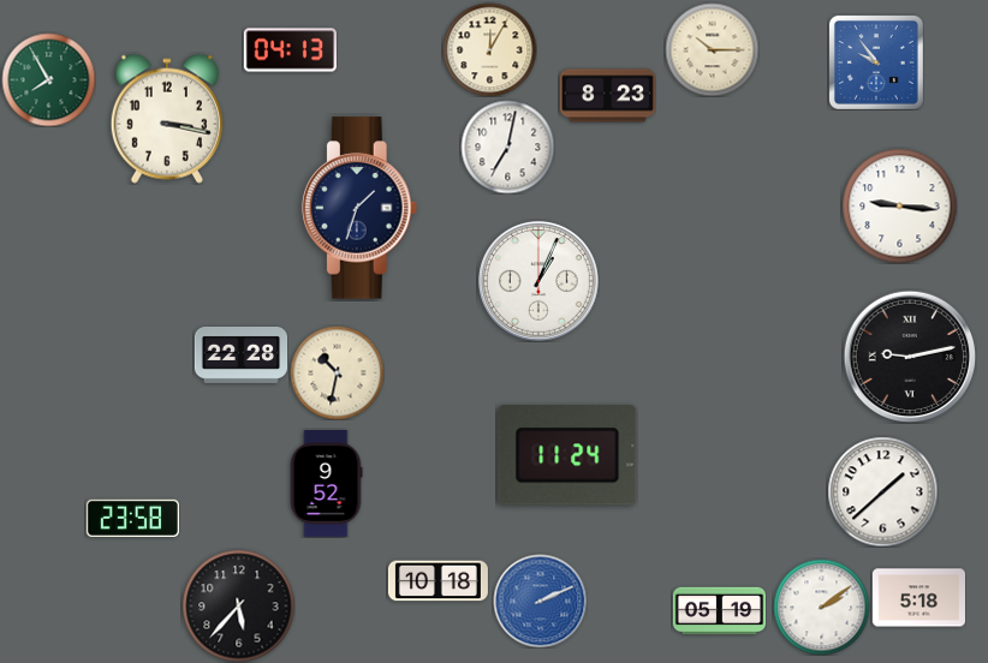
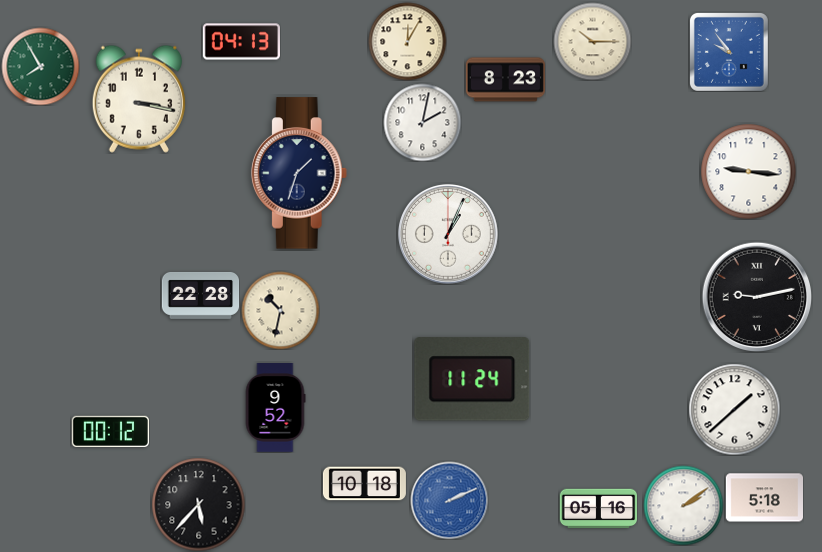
clock at (507, 147): 7:02 -> 2:02
clock at (326, 484) position: (326, 484) -> (275, 408)
clock at (132, 518): 23:58 -> 00:12
clock at (719, 611): 05:19 -> 05:16
